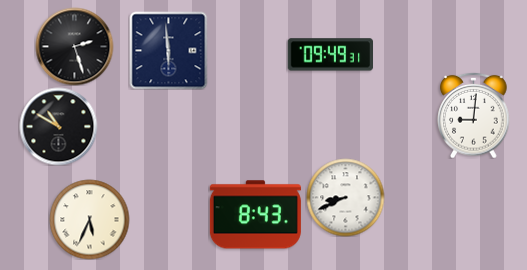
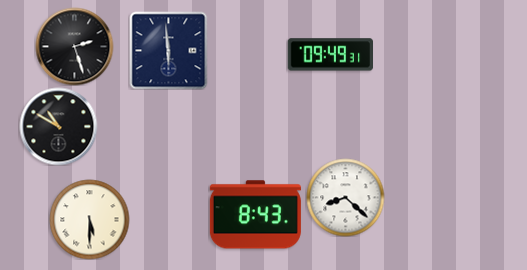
clock at (474, 115): 9:01 -> none
clock at (345, 197): 8:41 -> 8:22
clock at (89, 219): 5:34 -> 5:30
